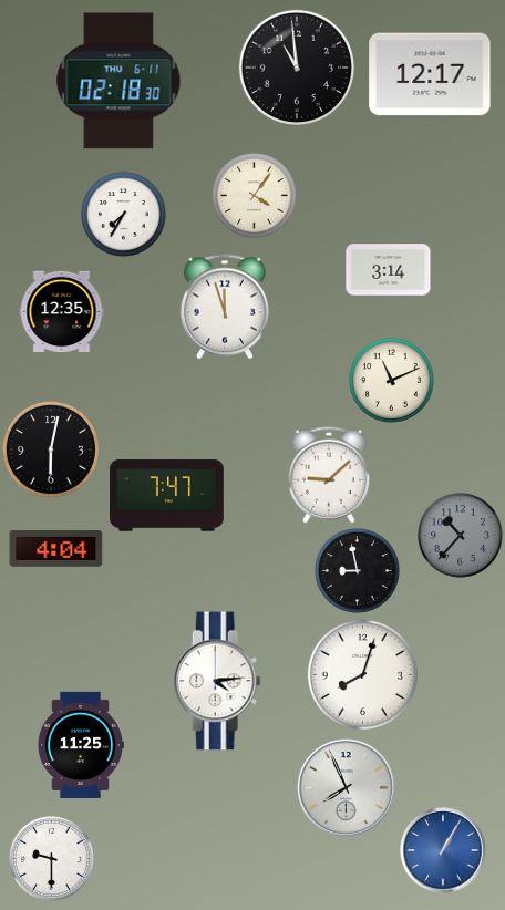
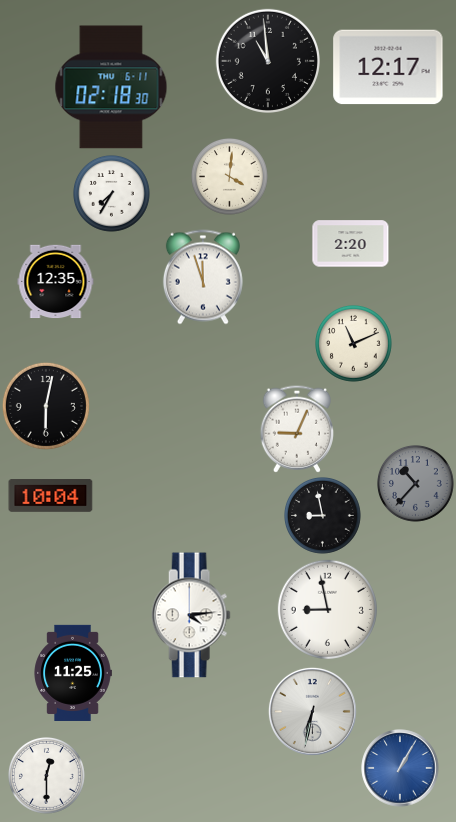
clock at (118, 81) position: (118, 81) -> (111, 87)
clock at (255, 196): 4:06 -> 4:01
clock at (389, 270): 3:14 -> 2:20
clock at (328, 475): 9:08 -> 9:04
clock at (167, 496): 7:47 -> none
clock at (56, 549): 4:04 -> 10:04
clock at (362, 674): 8:03 -> 8:58
clock at (217, 681) position: (217, 681) -> (191, 615)
clock at (346, 787): 7:56 -> 6:32
clock at (52, 859): 9:30 -> 12:30
